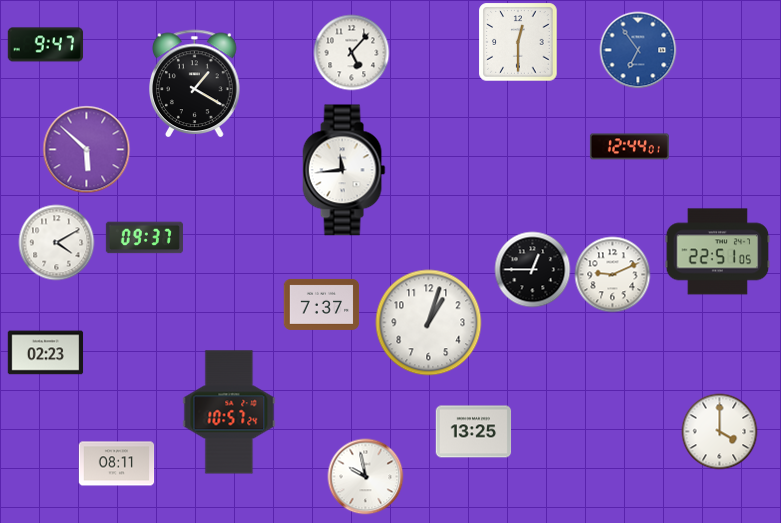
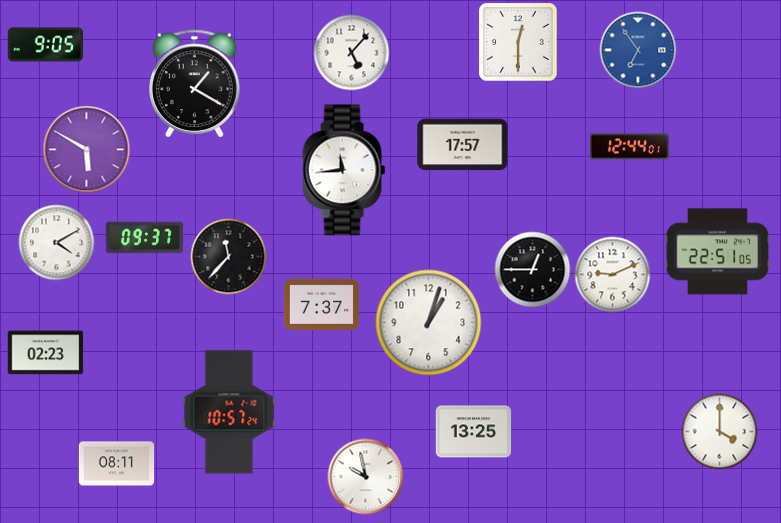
clock at (46, 45): 9:47 -> 9:05
clock at (463, 145): none -> 17:57
clock at (87, 150): 5:52 -> 5:50
clock at (229, 257): none -> 11:37
